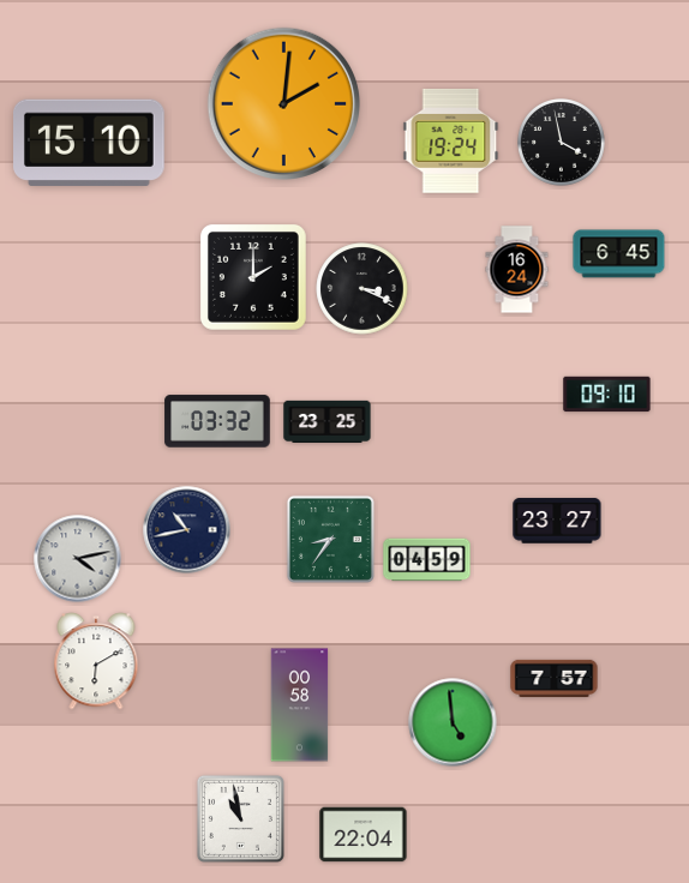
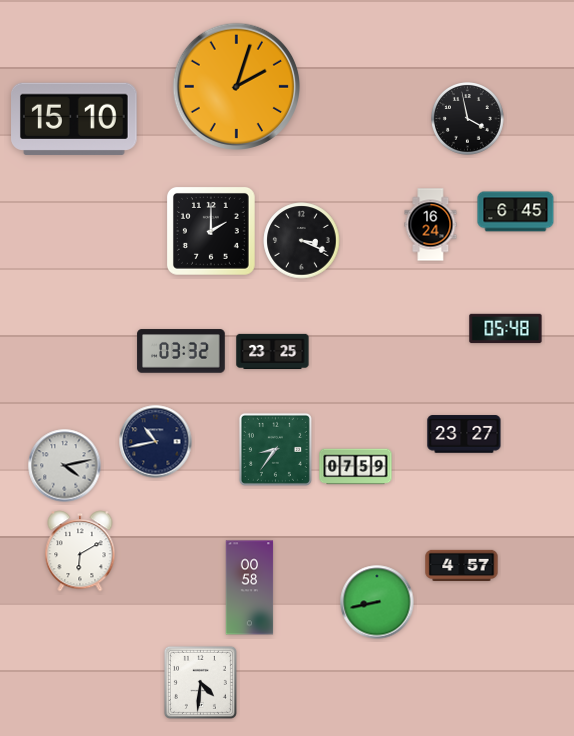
clock at (284, 104): 2:01 -> 2:03
clock at (451, 140): 19:24 -> none
clock at (607, 395): 09:10 -> 05:48
clock at (427, 560): 04:59 -> 07:59
clock at (555, 679): 7:57 -> 4:57
clock at (453, 722): 4:59 -> 8:43
clock at (240, 818): 10:58 -> 4:31
clock at (364, 835): 22:04 -> none
